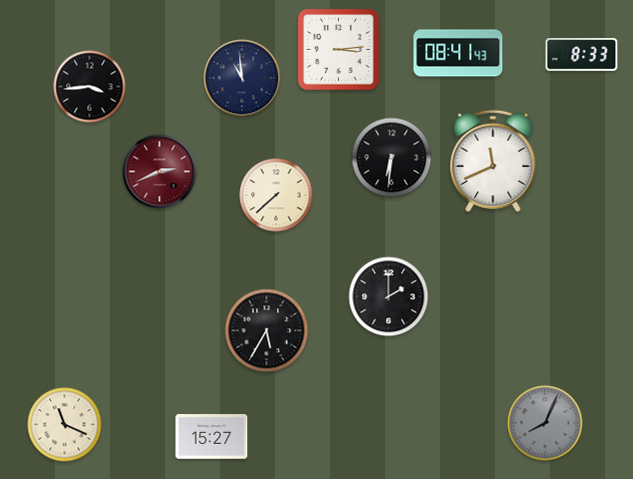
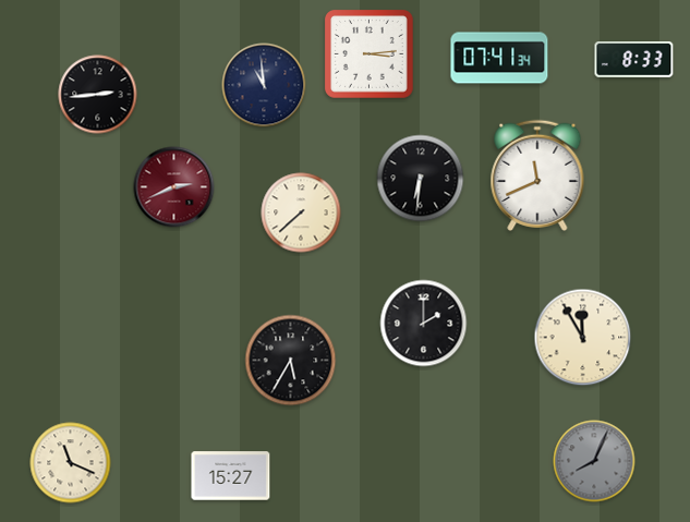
clock at (458, 53): 08:41 -> 07:41
clock at (90, 87): 3:44 -> 2:44
clock at (392, 158) position: (392, 158) -> (421, 179)
clock at (583, 338): none -> 11:55
